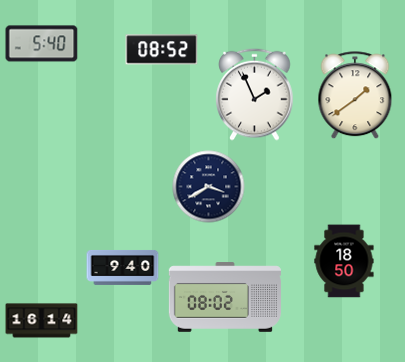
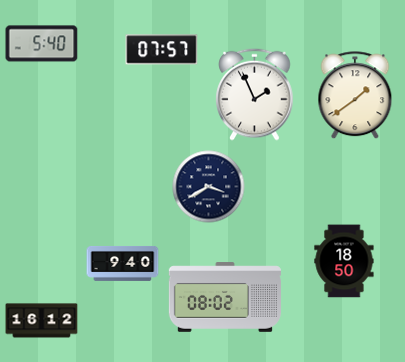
clock at (162, 50): 08:52 -> 07:57
clock at (123, 267) position: (123, 267) -> (123, 263)
clock at (42, 321): 16:14 -> 16:12
